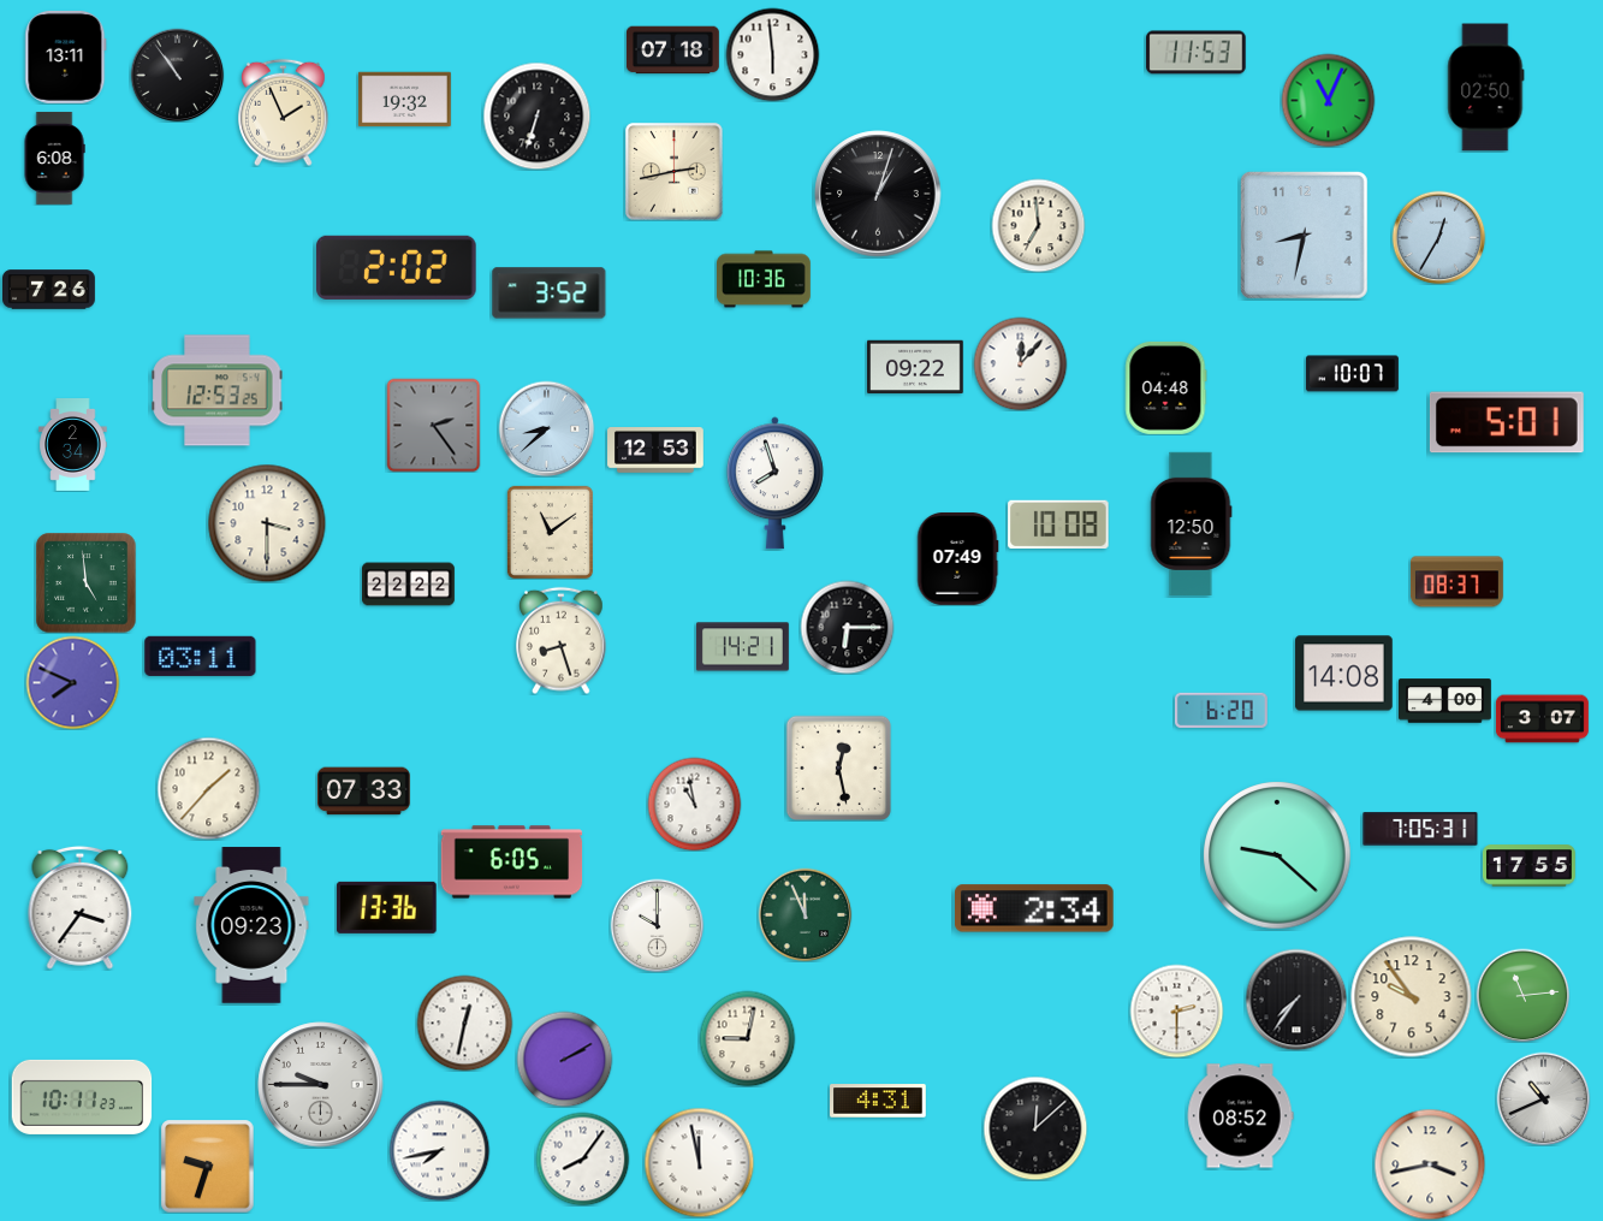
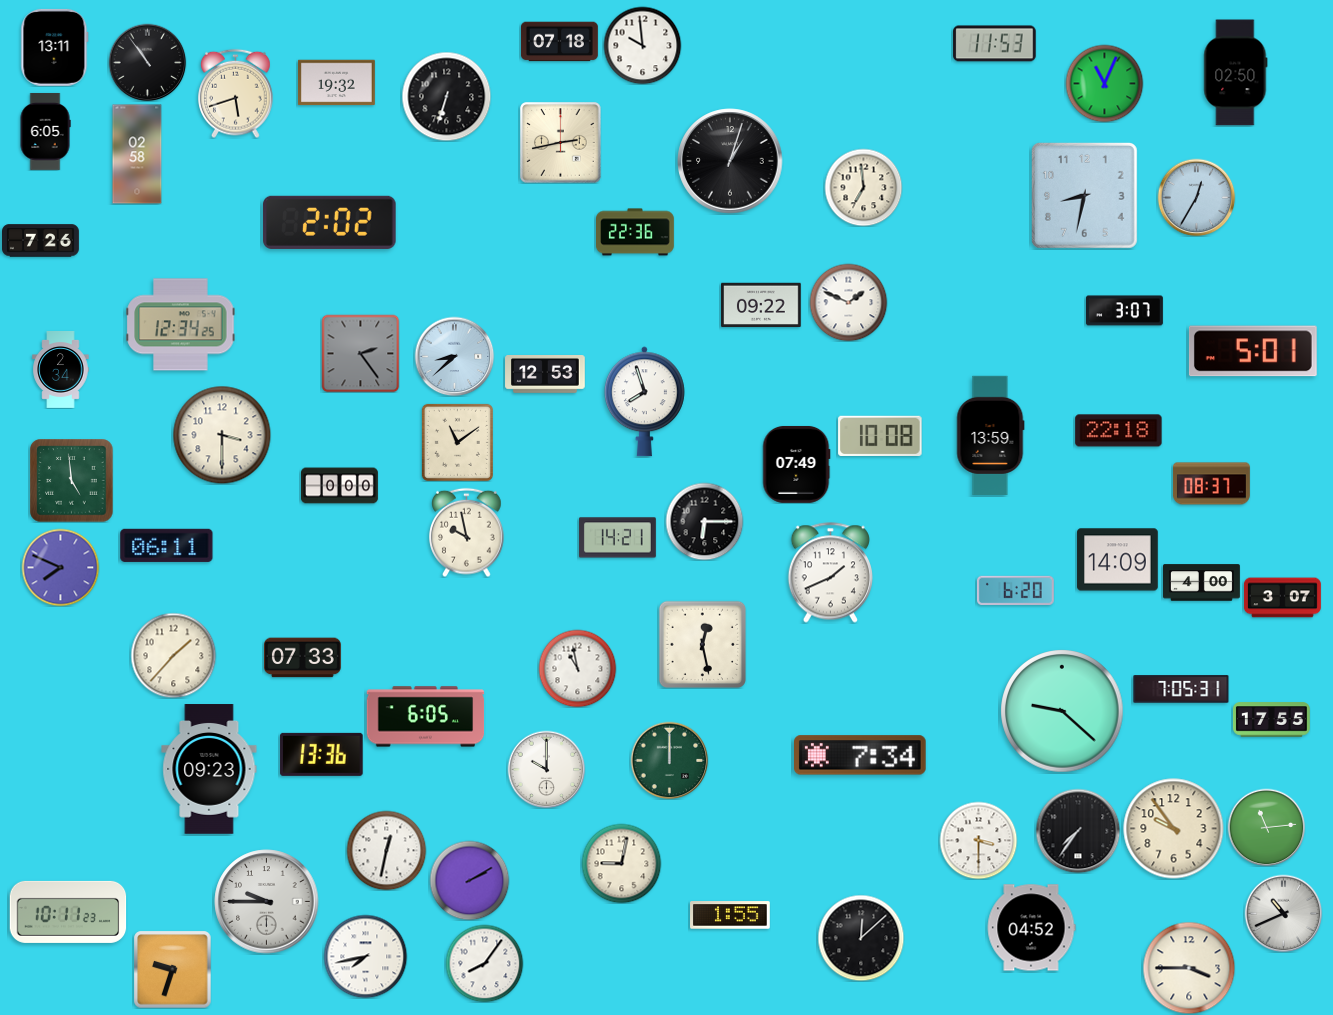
clock at (772, 54): 5:59 -> 9:59
clock at (284, 112): 1:56 -> 5:42
clock at (54, 158): 6:08 -> 6:05
clock at (137, 154): none -> 02:58
clock at (765, 279): 10:36 -> 22:36
clock at (550, 294): 3:52 -> none
clock at (1020, 363): 12:07 -> 1:49
clock at (1352, 374): 10:07 -> 3:07
clock at (1165, 387): 04:48 -> none
clock at (218, 391): 12:53 -> 12:34
clock at (1119, 431): none -> 22:18
clock at (1192, 523): 12:50 -> 13:59
clock at (85, 582) position: (85, 582) -> (71, 480)
clock at (409, 585): 22:22 -> 0:00
clock at (562, 640): 8:27 -> 9:58
clock at (201, 656): 03:11 -> 06:11
clock at (1344, 674): 14:08 -> 14:09
clock at (830, 573): none -> 1:41
clock at (838, 767) position: (838, 767) -> (702, 644)
clock at (81, 907): 3:36 -> none
clock at (1034, 908): 2:34 -> 7:34
clock at (805, 914): 11:56 -> 12:00
clock at (1176, 1010): 2:30 -> 3:30
clock at (878, 1101): 4:31 -> 1:55
clock at (1240, 1116): 08:52 -> 04:52
clock at (699, 1162): 11:58 -> none
clock at (1430, 1164): 3:43 -> 3:45
